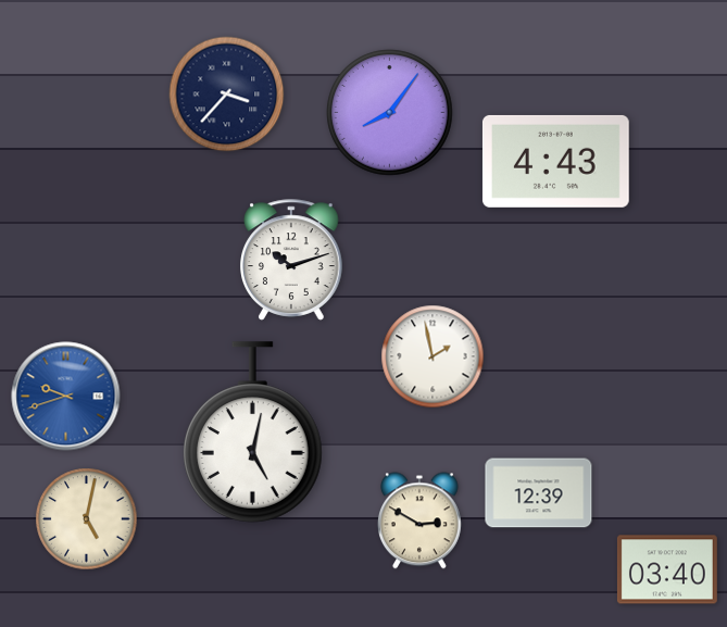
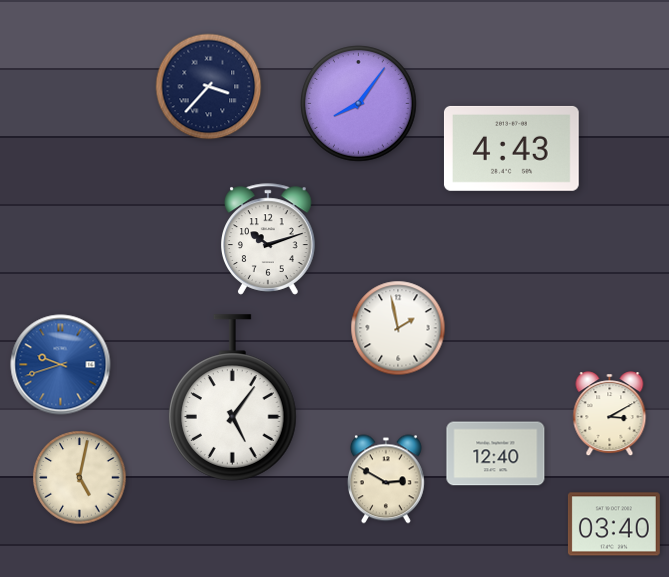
clock at (252, 432): 5:02 -> 5:06
clock at (610, 414): none -> 3:10
clock at (539, 493): 12:39 -> 12:40
